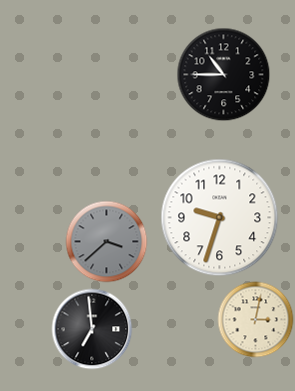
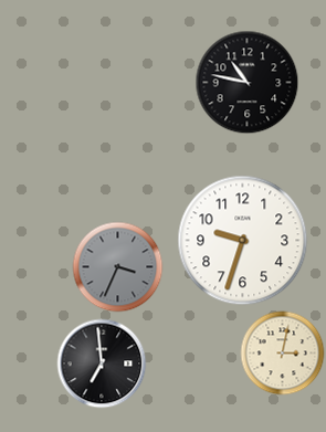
clock at (224, 75): 10:45 -> 10:47
clock at (107, 242): 3:38 -> 3:34
